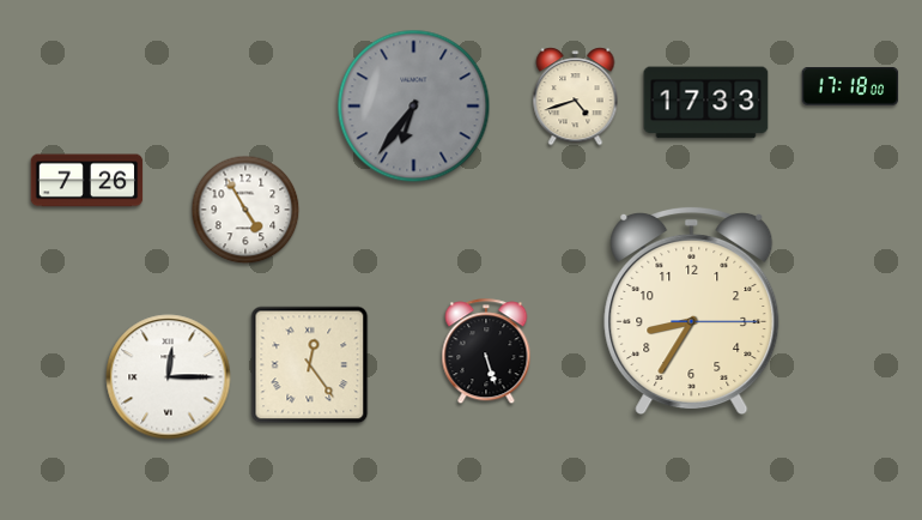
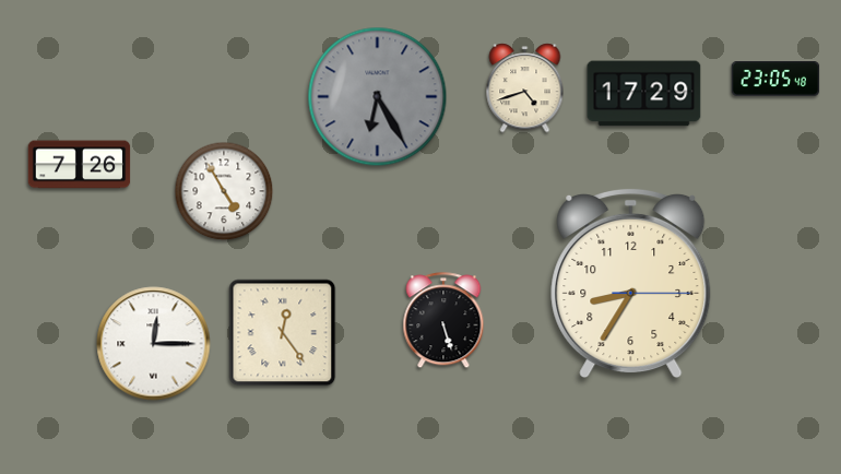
clock at (850, 87): 17:18 -> 23:05
clock at (706, 103): 17:33 -> 17:29
clock at (414, 107): 6:36 -> 6:25
